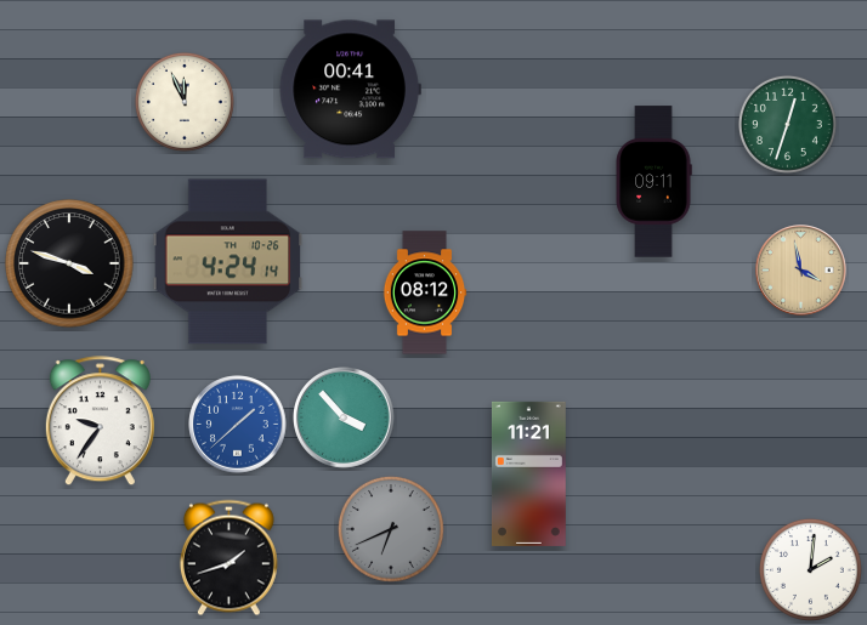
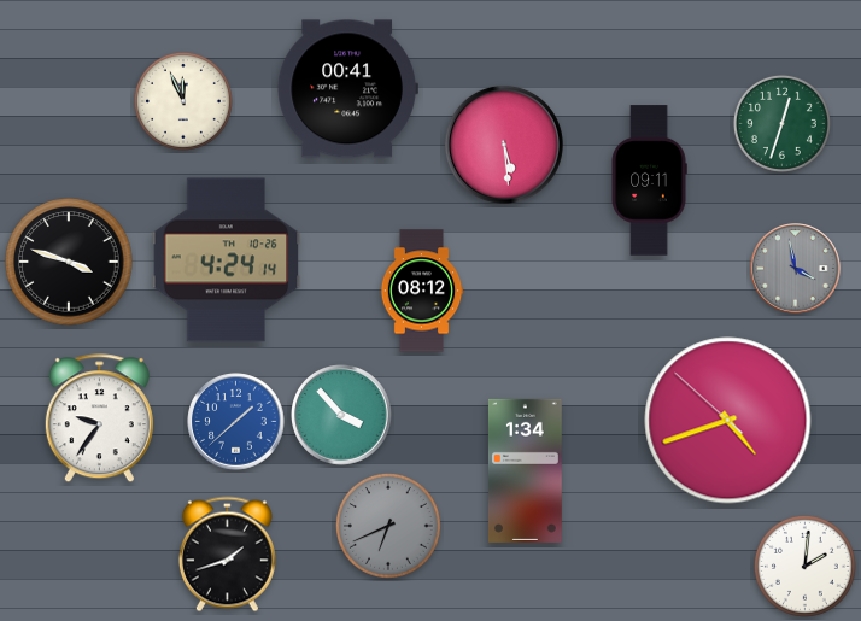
clock at (504, 145): none -> 5:29
clock at (801, 271) dial: champagne -> grey
clock at (728, 421): none -> 4:41
clock at (528, 473): 11:21 -> 1:34
